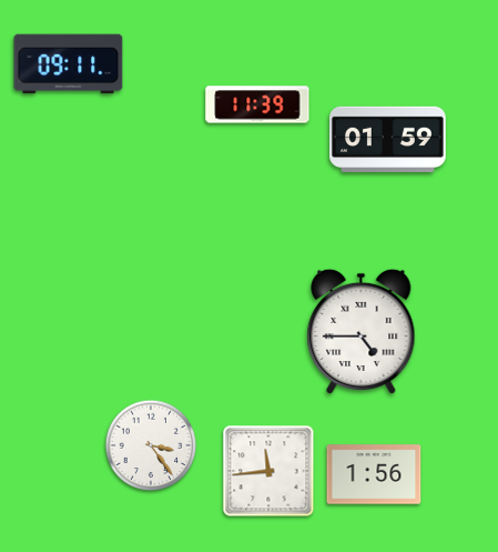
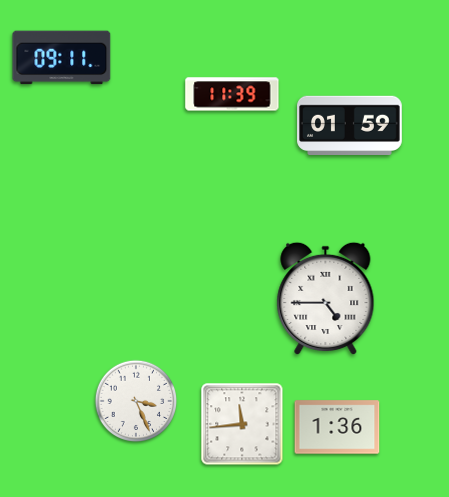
clock at (151, 445): 3:24 -> 3:26
clock at (374, 474): 1:56 -> 1:36
